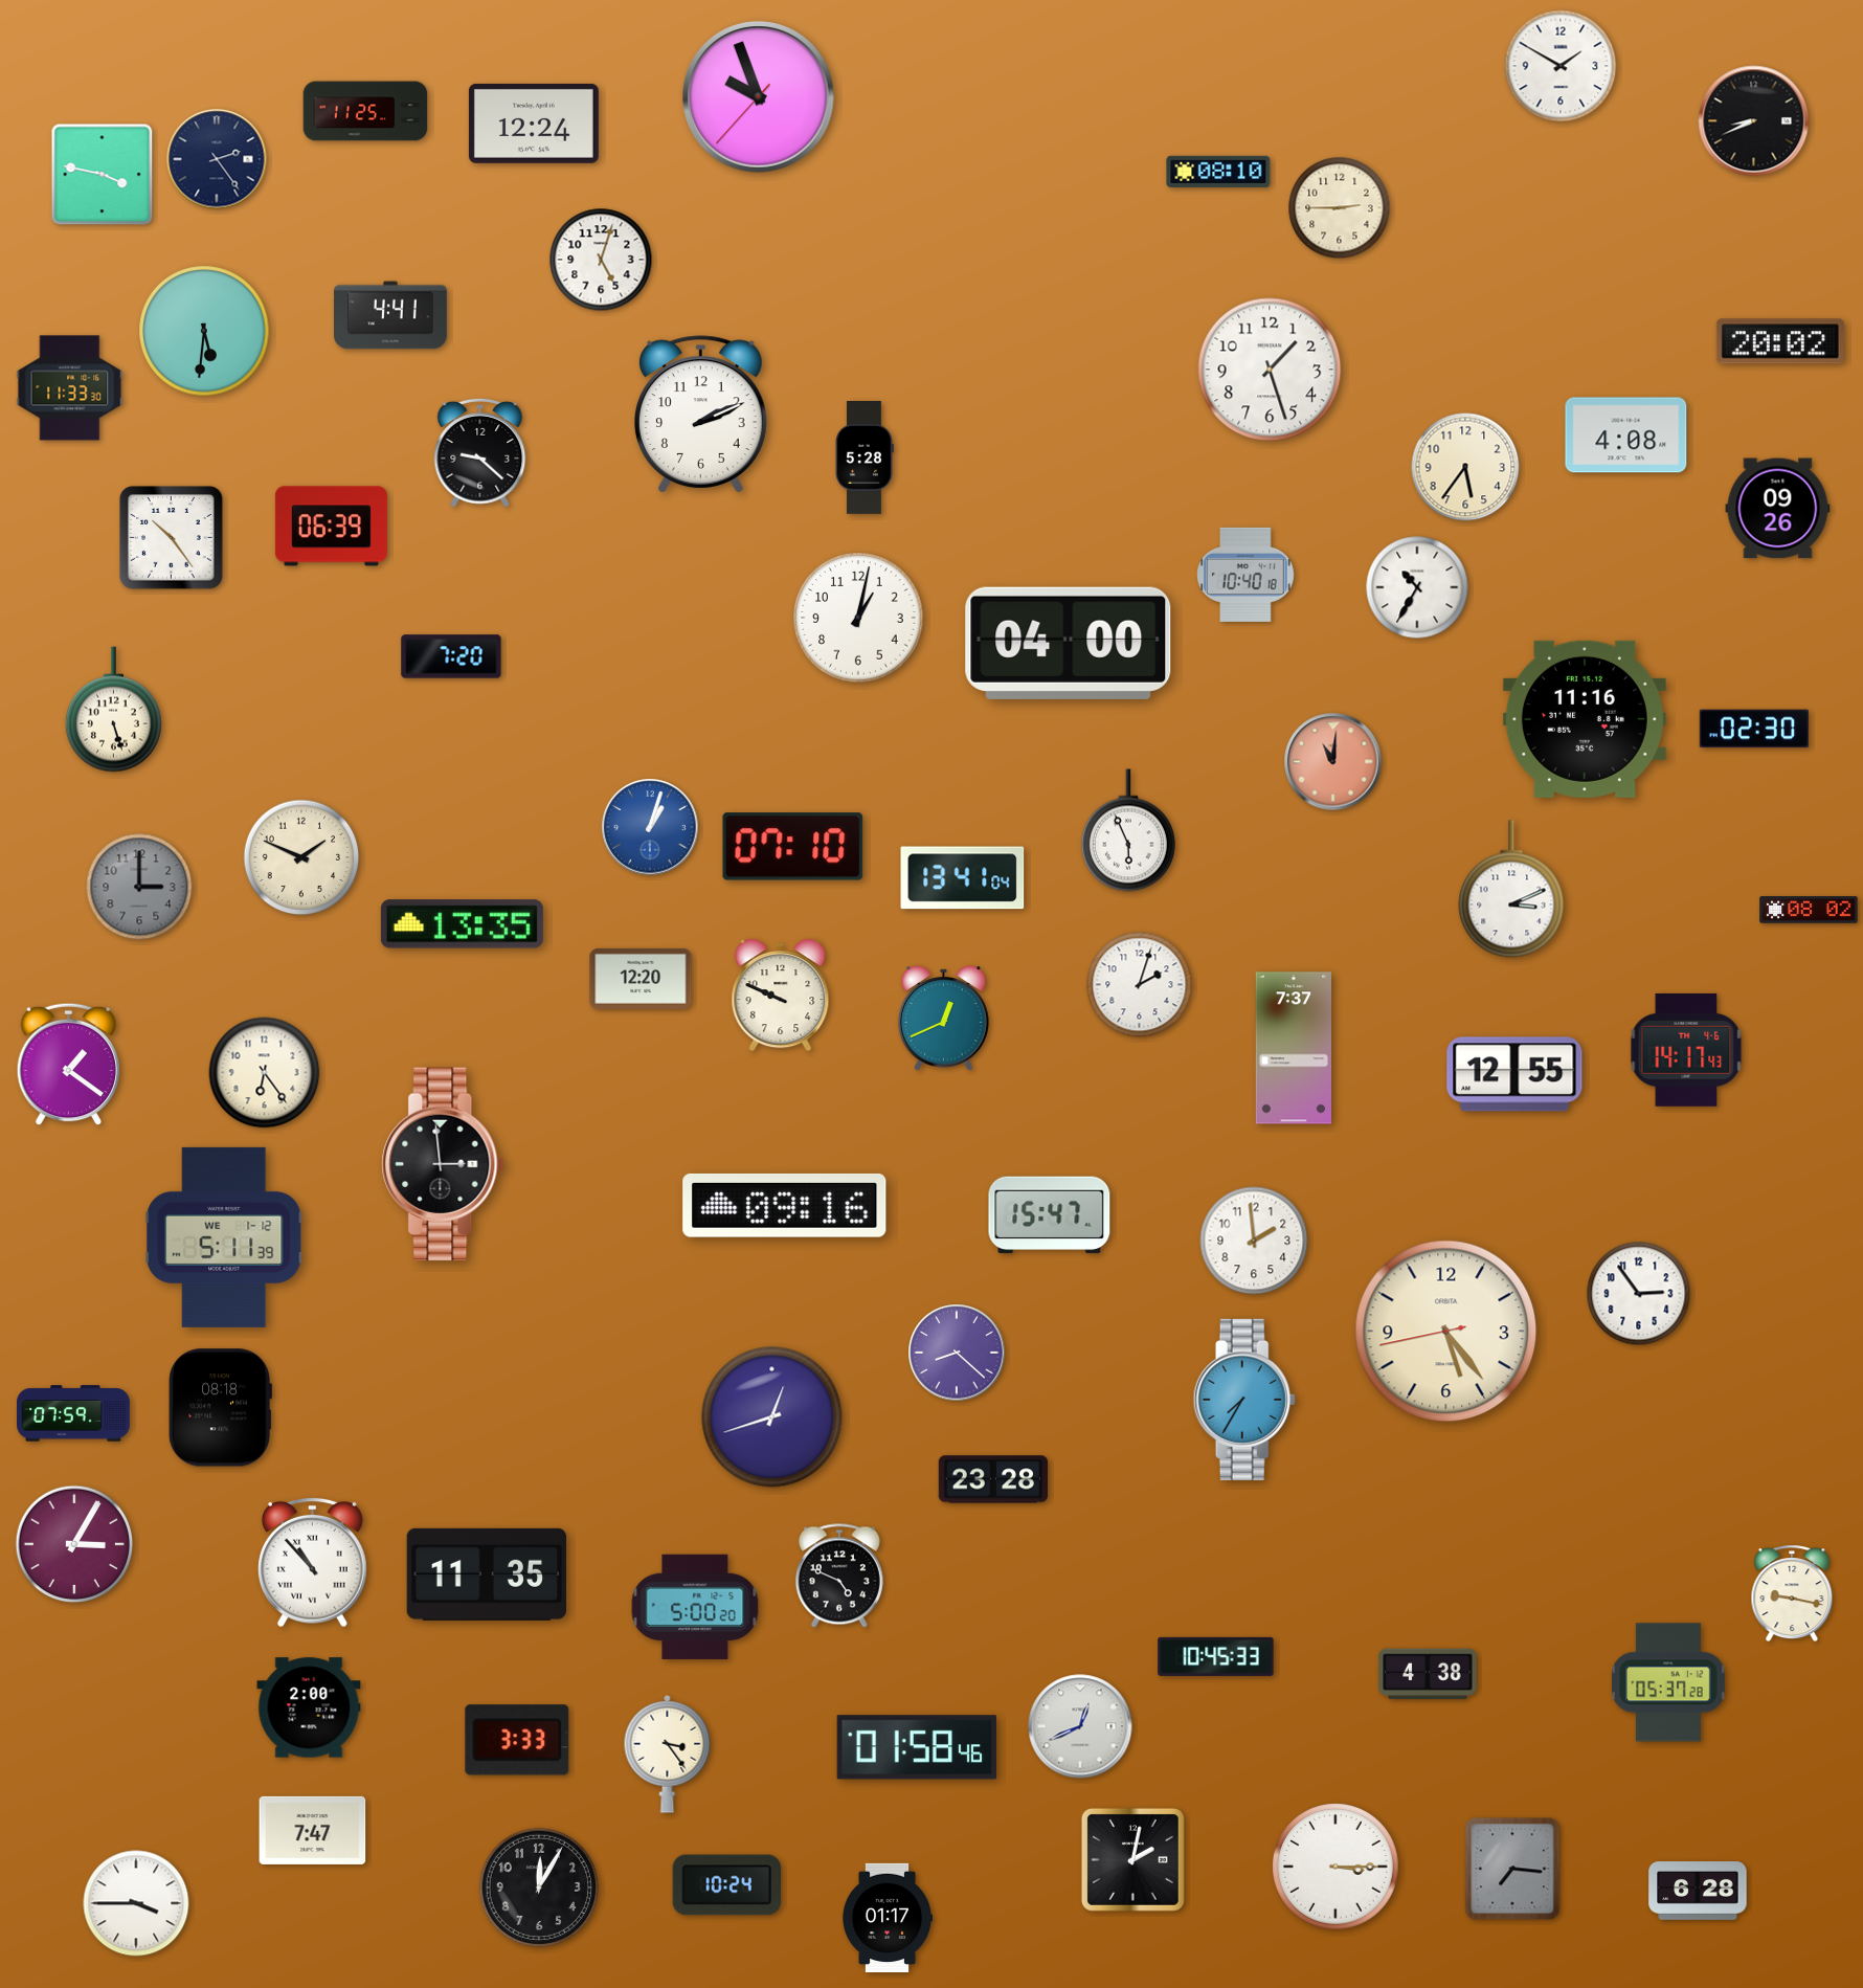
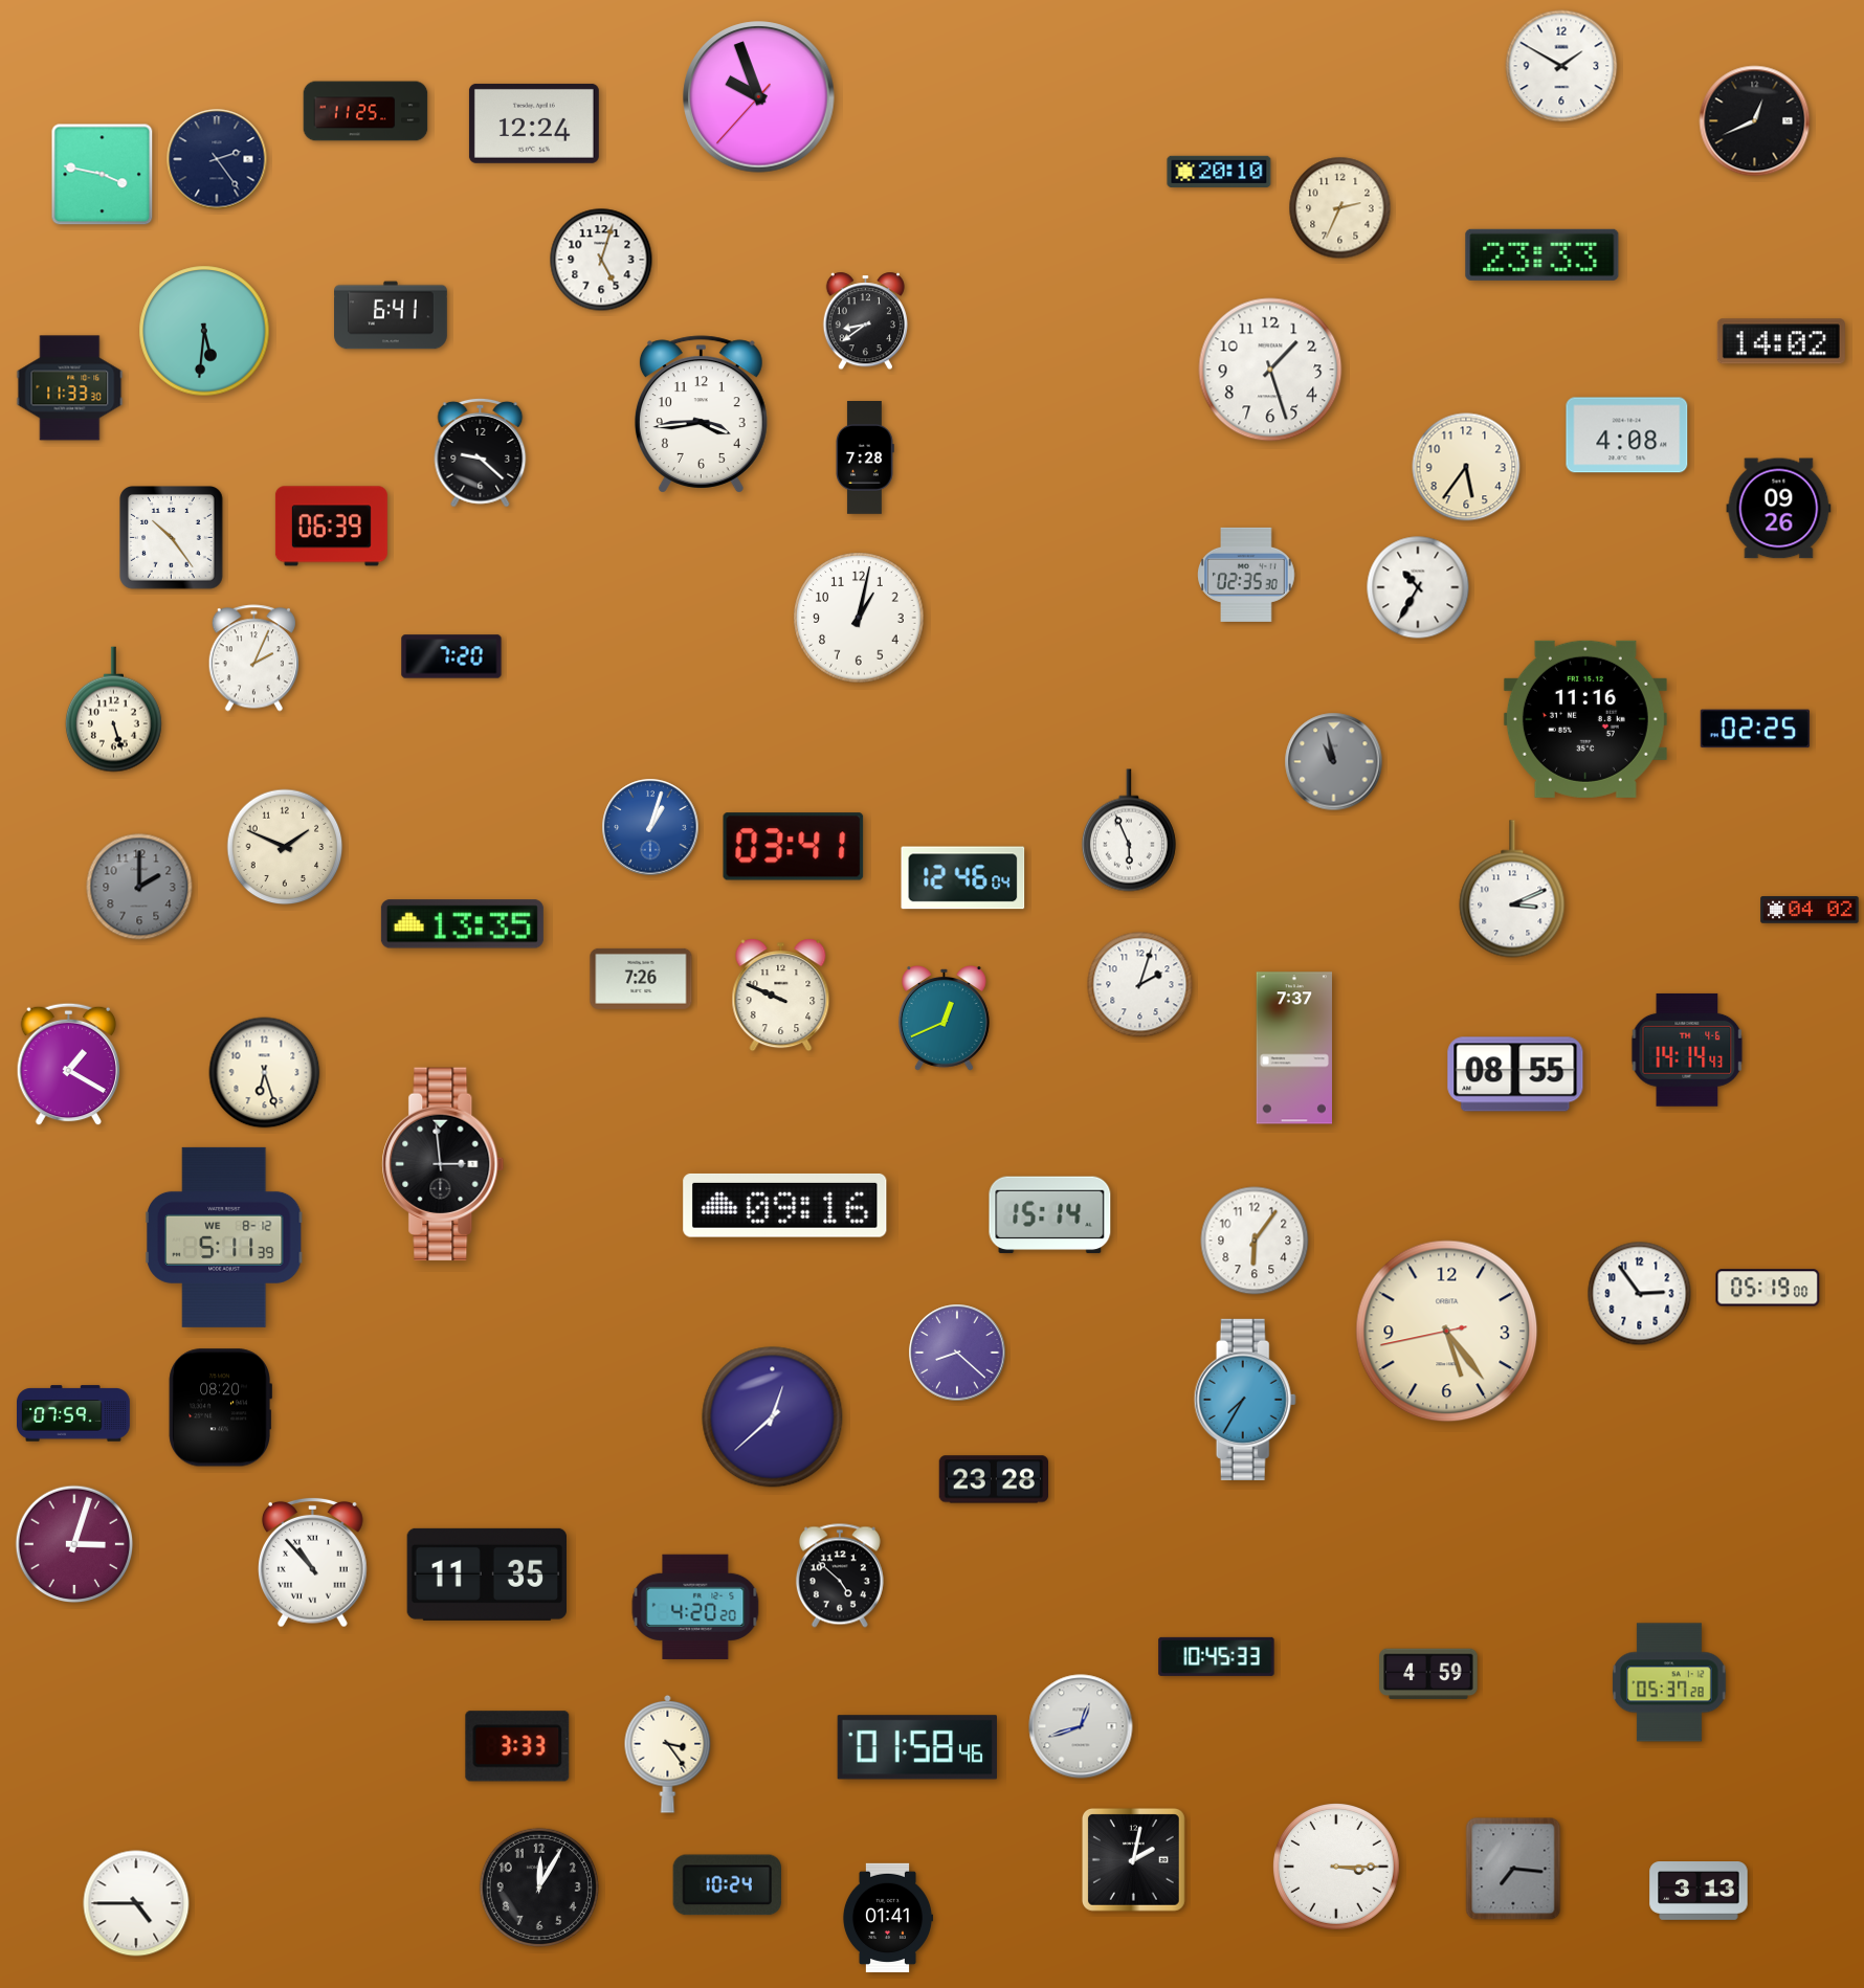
clock at (1754, 121): 8:41 -> 12:41
clock at (1218, 171): 08:10 -> 20:10
clock at (1340, 208): 2:45 -> 2:34
clock at (1543, 254): none -> 23:33
clock at (391, 315): 4:41 -> 6:41
clock at (865, 321): none -> 8:39
clock at (1780, 341): 20:02 -> 14:02
clock at (700, 415): 2:11 -> 3:44
clock at (865, 459): 5:28 -> 7:28
clock at (1245, 575): 10:40 -> 02:35
clock at (1069, 643): 04:00 -> none
clock at (253, 658): none -> 2:04
clock at (1754, 729): 02:30 -> 02:25
clock at (1333, 762): 11:01 -> 10:58
clock at (1333, 762) dial: salmon -> grey
clock at (793, 847): 07:10 -> 03:41
clock at (301, 857) position: (301, 857) -> (285, 847)
clock at (963, 878): 13:41 -> 12:46
clock at (139, 887): 3:00 -> 2:00
clock at (1809, 910): 08:02 -> 04:02
clock at (641, 979): 12:20 -> 7:26
clock at (1686, 1050): 14:17 -> 14:14
clock at (69, 1065): 1:21 -> 1:20
clock at (265, 1073): 6:24 -> 6:27
clock at (1514, 1074): 12:55 -> 08:55
clock at (1050, 1215): 15:47 -> 15:14
clock at (224, 1237) date: WE 1-12 -> WE 8-12
clock at (1254, 1241): 1:59 -> 6:06
clock at (1768, 1288): none -> 05:19
clock at (220, 1408): 08:18 -> 08:20
clock at (772, 1417): 12:42 -> 12:38
clock at (74, 1544): 3:05 -> 3:03
clock at (839, 1576): 4:49 -> 4:52
clock at (1792, 1593): 9:17 -> none
clock at (695, 1607): 5:00 -> 4:20
clock at (1428, 1674): 4:38 -> 4:59
clock at (309, 1707): 2:00 -> none
clock at (1080, 1726): 12:41 -> 12:42
clock at (517, 1740) position: (517, 1740) -> (517, 1746)
clock at (313, 1830): 7:47 -> none
clock at (1698, 1892): 6:28 -> 3:13
clock at (136, 1903): 3:45 -> 4:45
clock at (886, 1918): 01:17 -> 01:41
